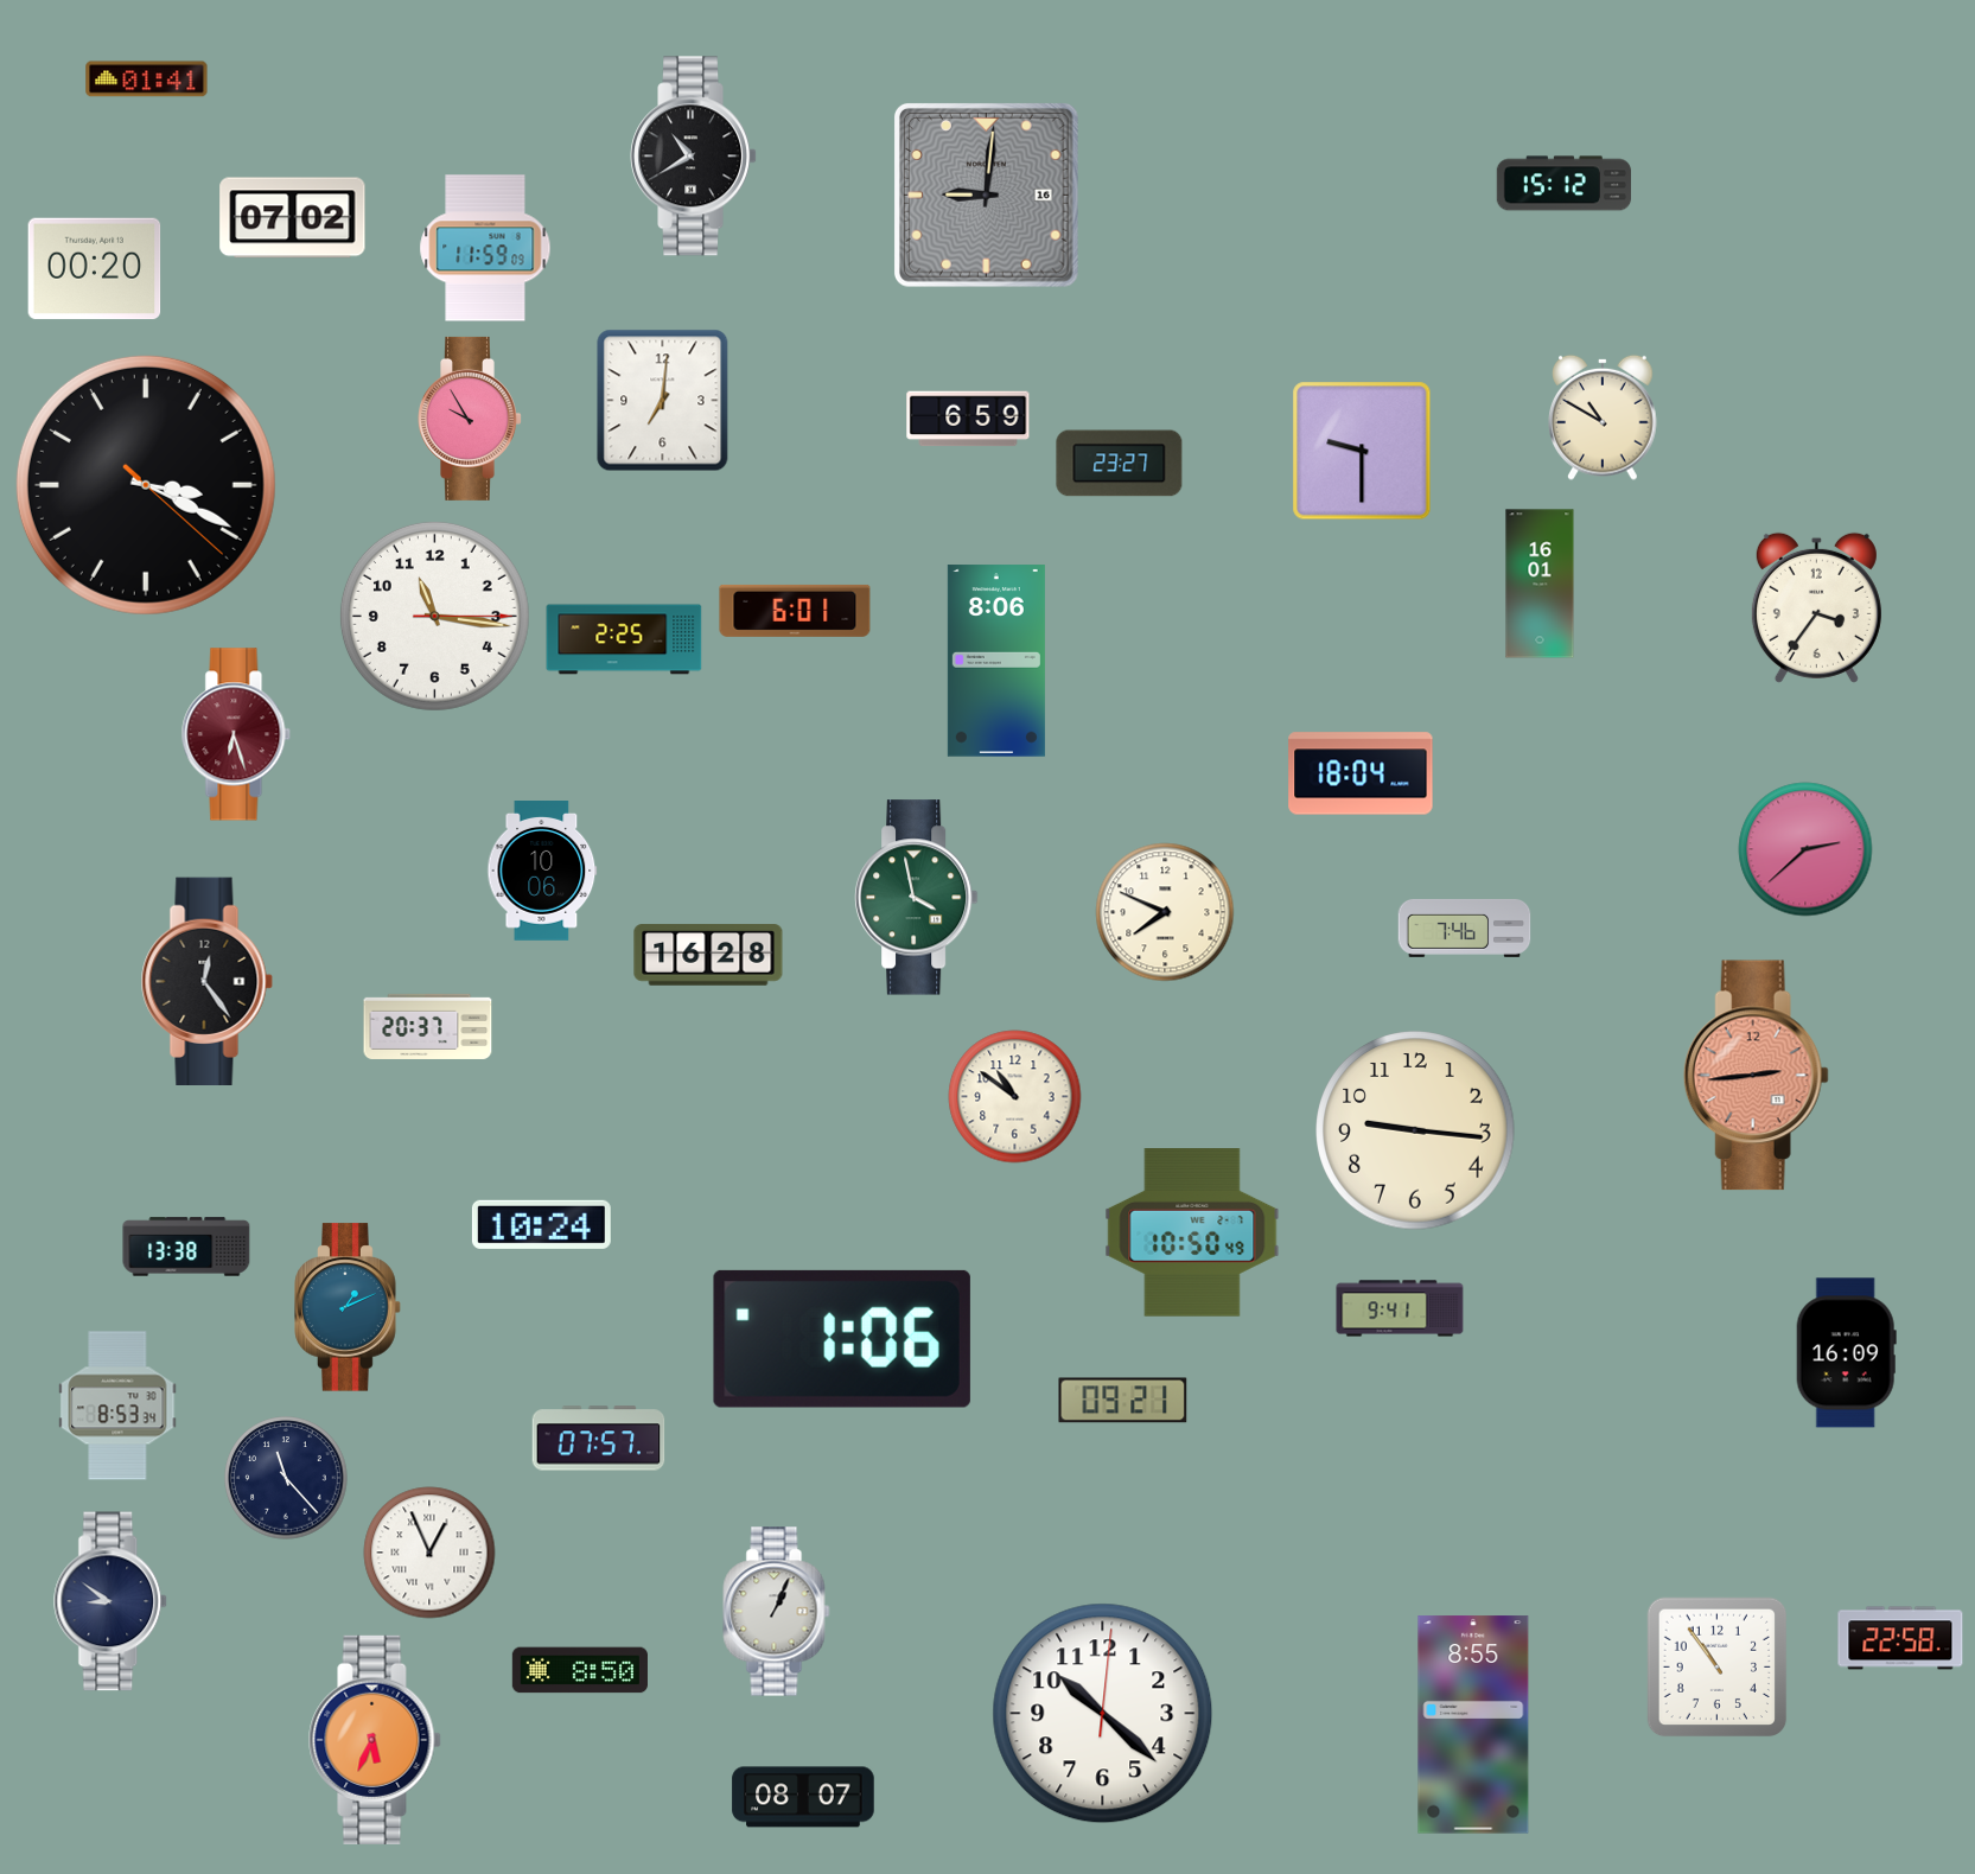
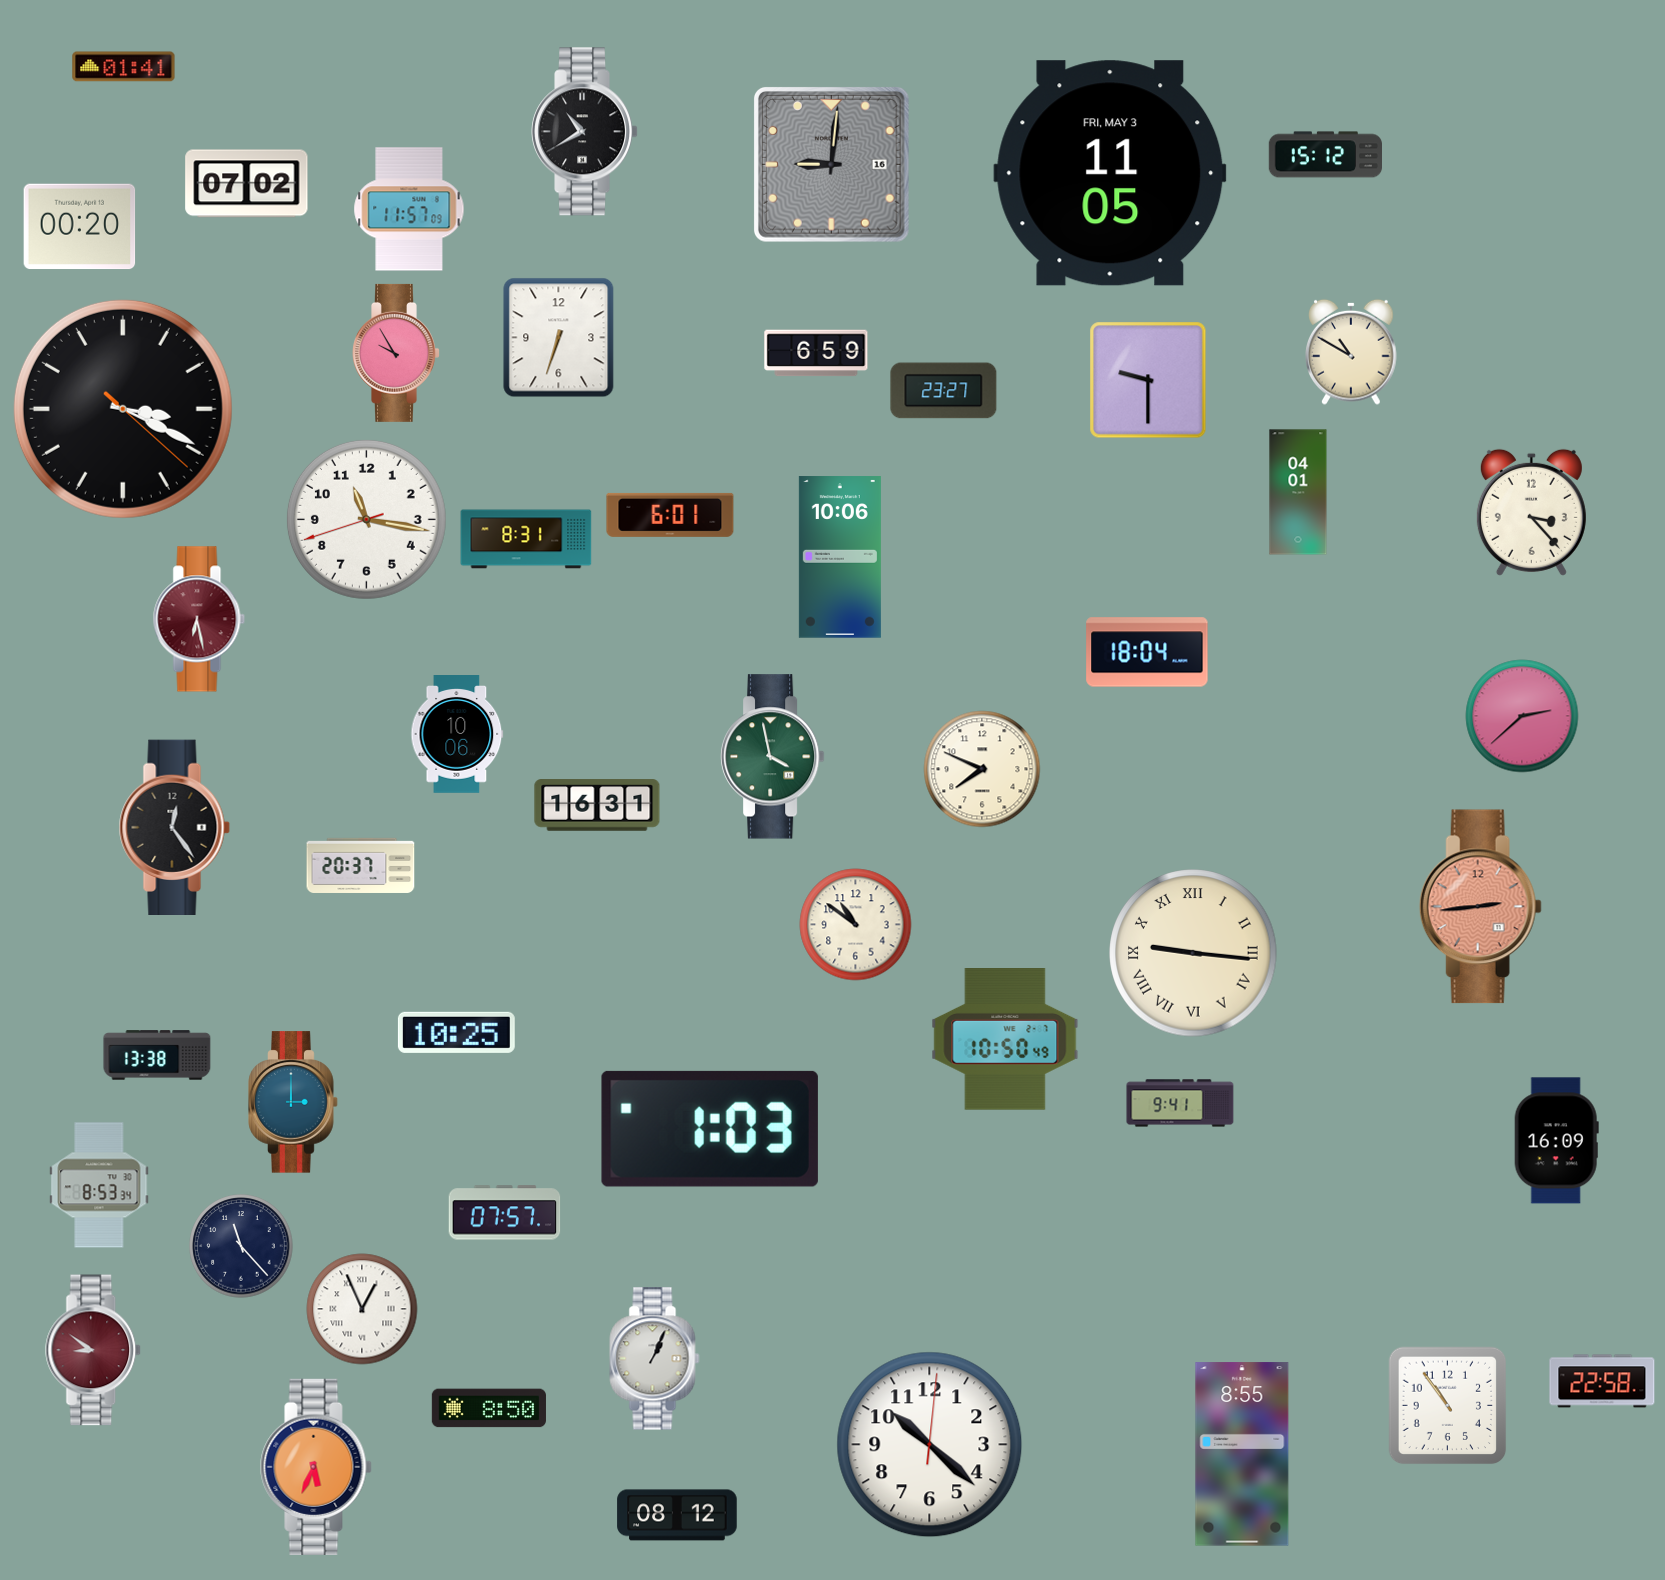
clock at (1563, 184) position: (1563, 184) -> (1325, 155)
clock at (1110, 173): none -> 11:05
clock at (485, 248): 11:59 -> 11:57
clock at (663, 401): 7:01 -> 6:33
clock at (1540, 584): 16:01 -> 04:01
clock at (1816, 607): 3:36 -> 3:23
clock at (434, 616): 11:16:15 -> 11:16:42
clock at (624, 639): 2:25 -> 8:31
clock at (996, 661): 8:06 -> 10:06
clock at (236, 734): 6:27 -> 6:28
clock at (1465, 928): 7:46 -> none
clock at (708, 955): 16:28 -> 16:31
clock at (1415, 1130) numerals: Arabic -> Roman
clock at (541, 1224): 10:24 -> 10:25
clock at (186, 1247) position: (186, 1247) -> (157, 1055)
clock at (348, 1307): 1:11 -> 3:00
clock at (842, 1339): 1:06 -> 1:03
clock at (1123, 1401): 09:21 -> none
clock at (112, 1601) dial: navy -> burgundy
clock at (803, 1797): 08:07 -> 08:12
